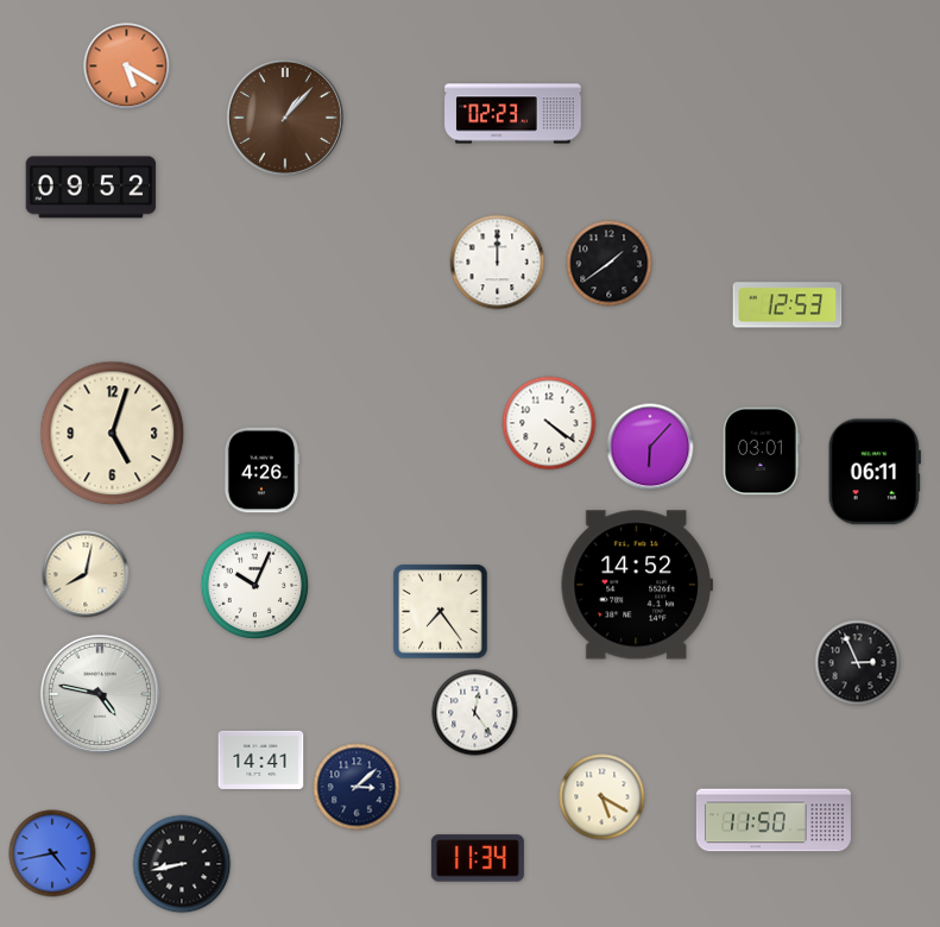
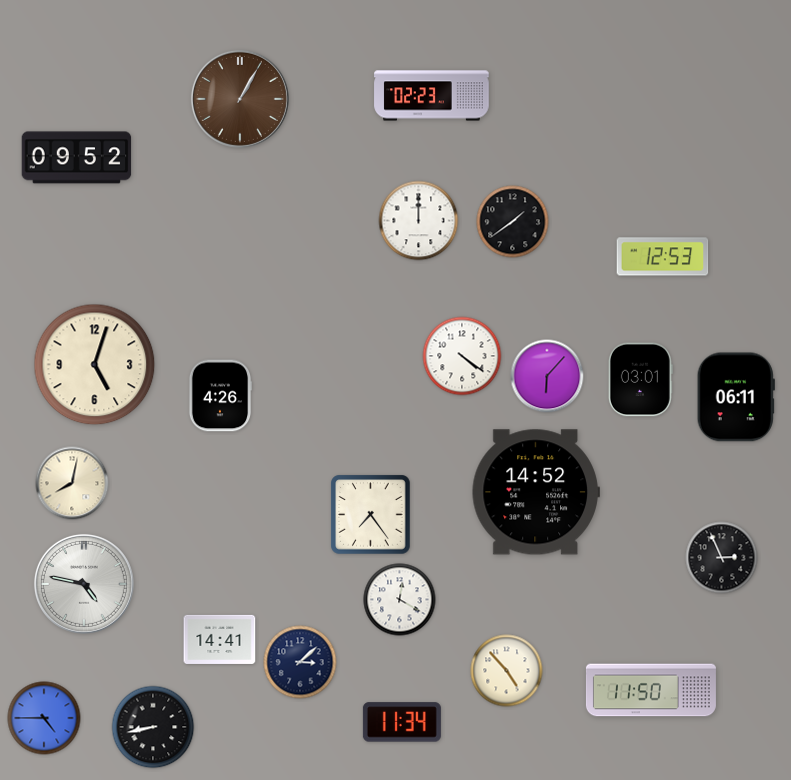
clock at (127, 67): 5:20 -> none
clock at (285, 118): 1:07 -> 1:05
clock at (254, 585): 10:04 -> none
clock at (475, 713): 12:24 -> 12:20
clock at (603, 797): 5:20 -> 4:53
clock at (52, 853): 4:43 -> 4:45
